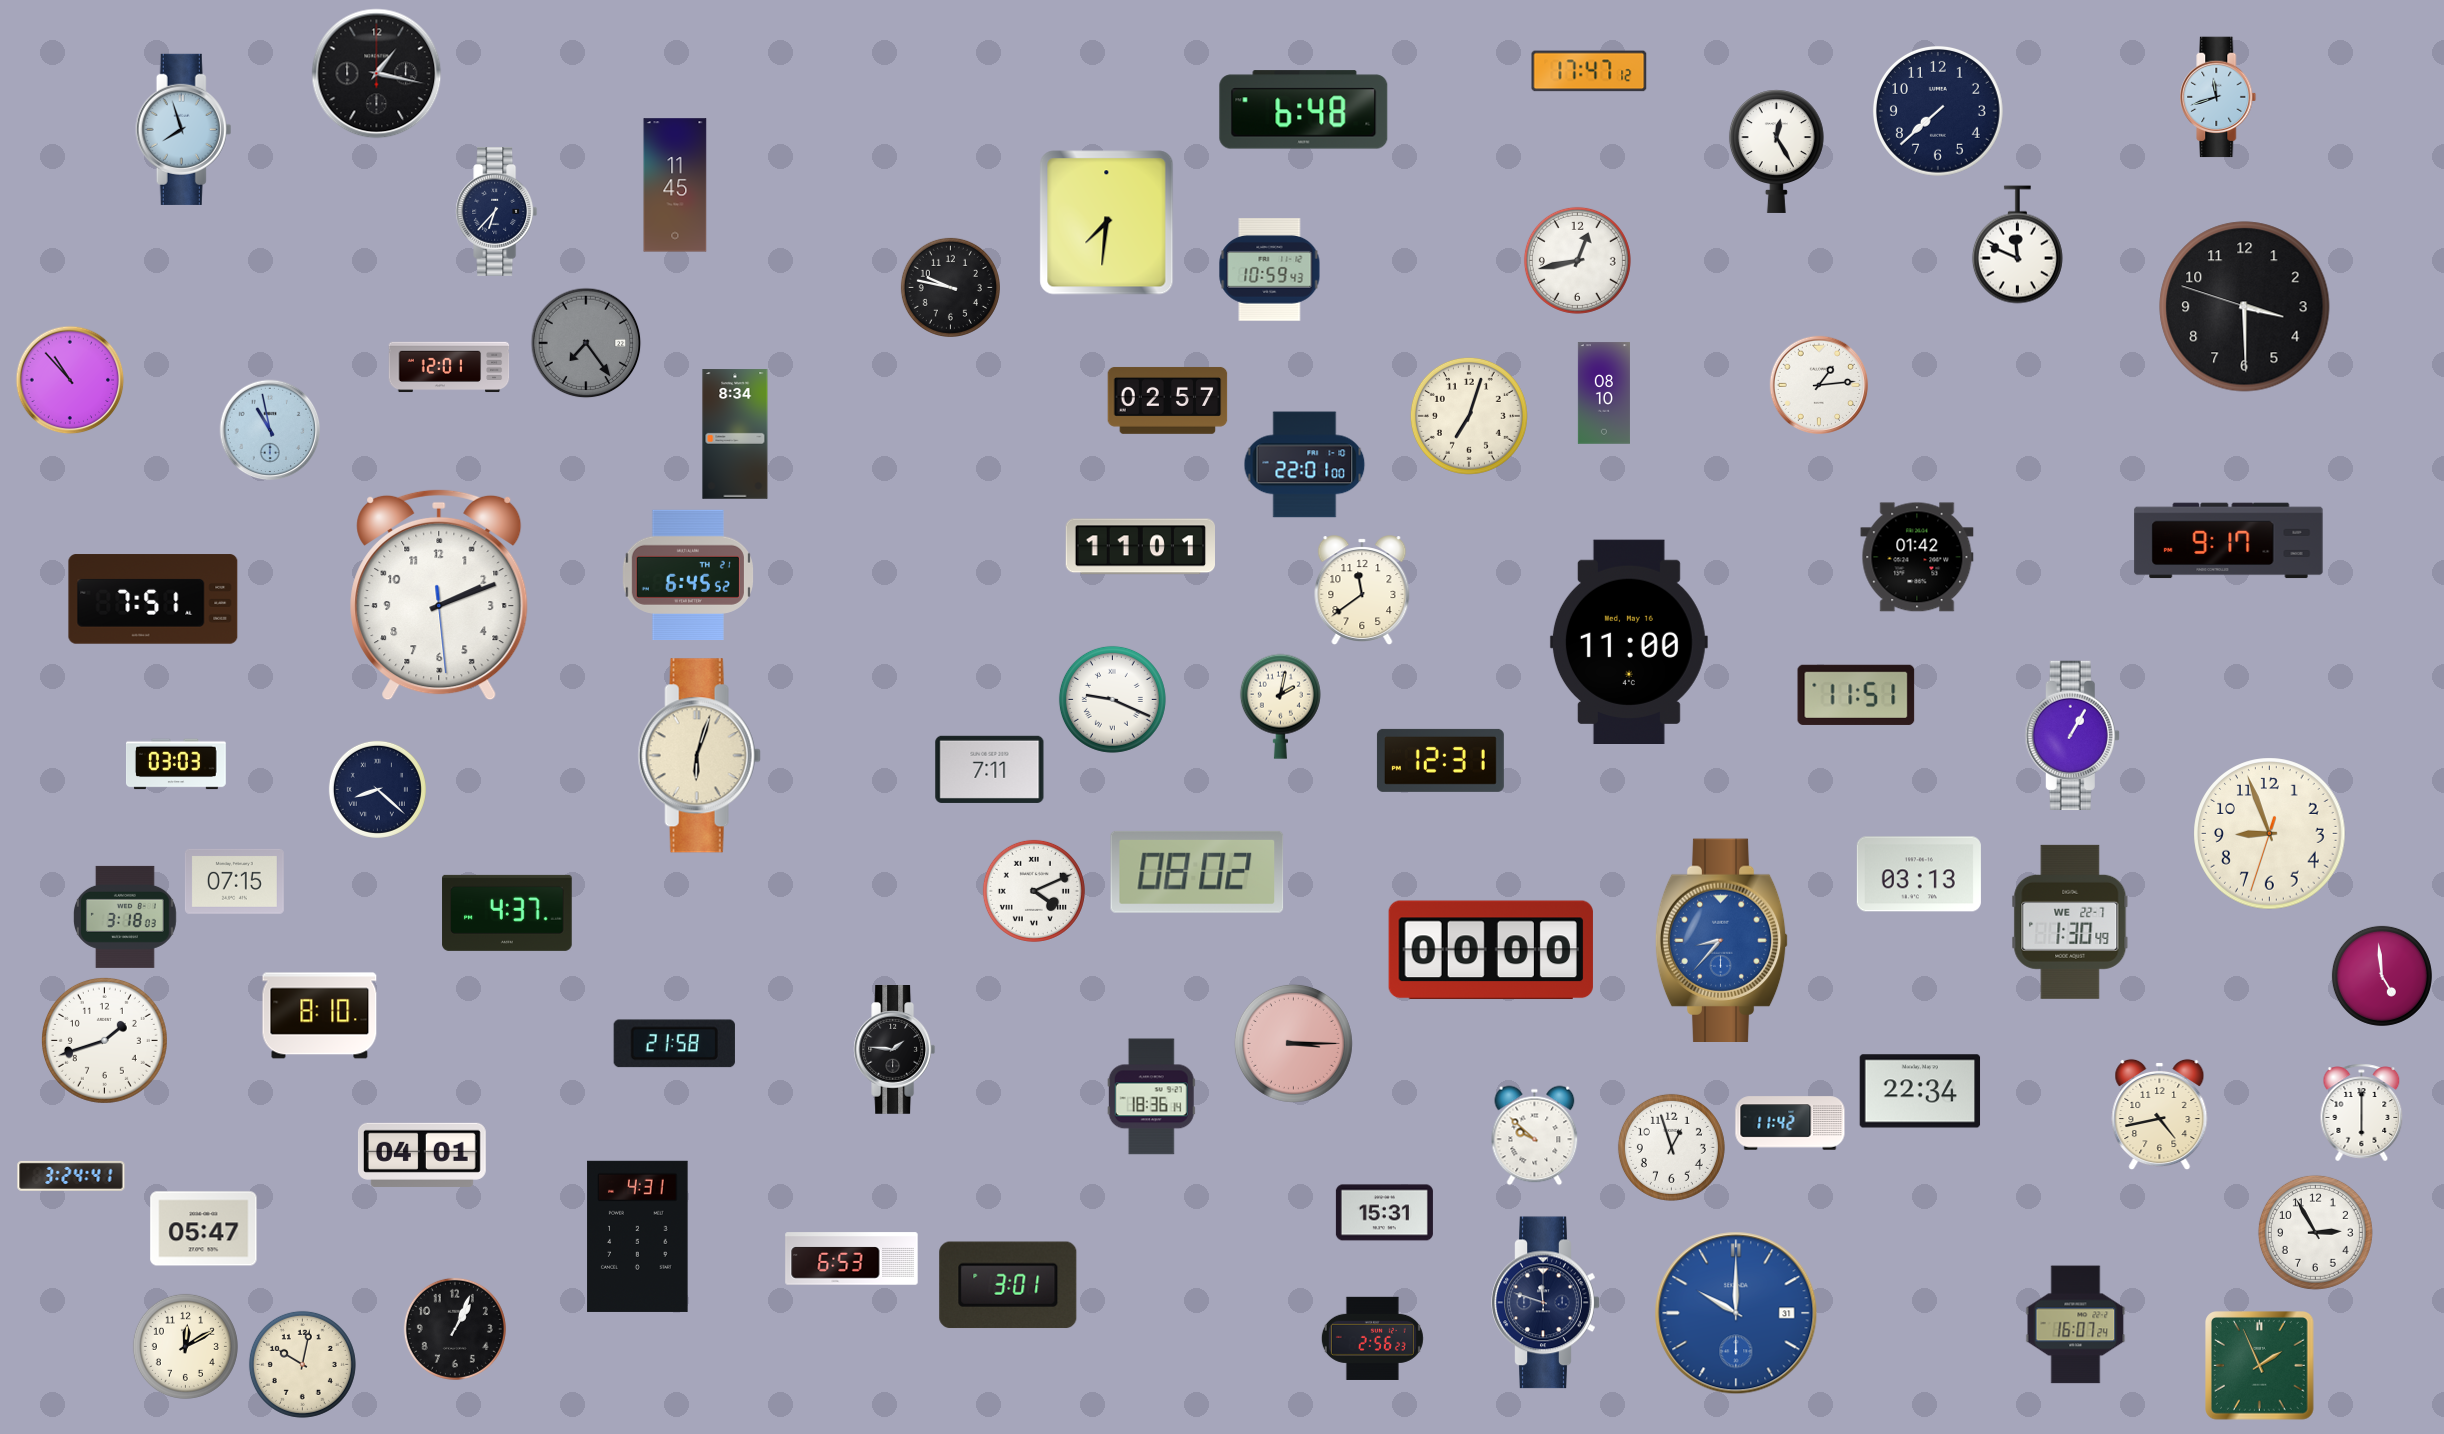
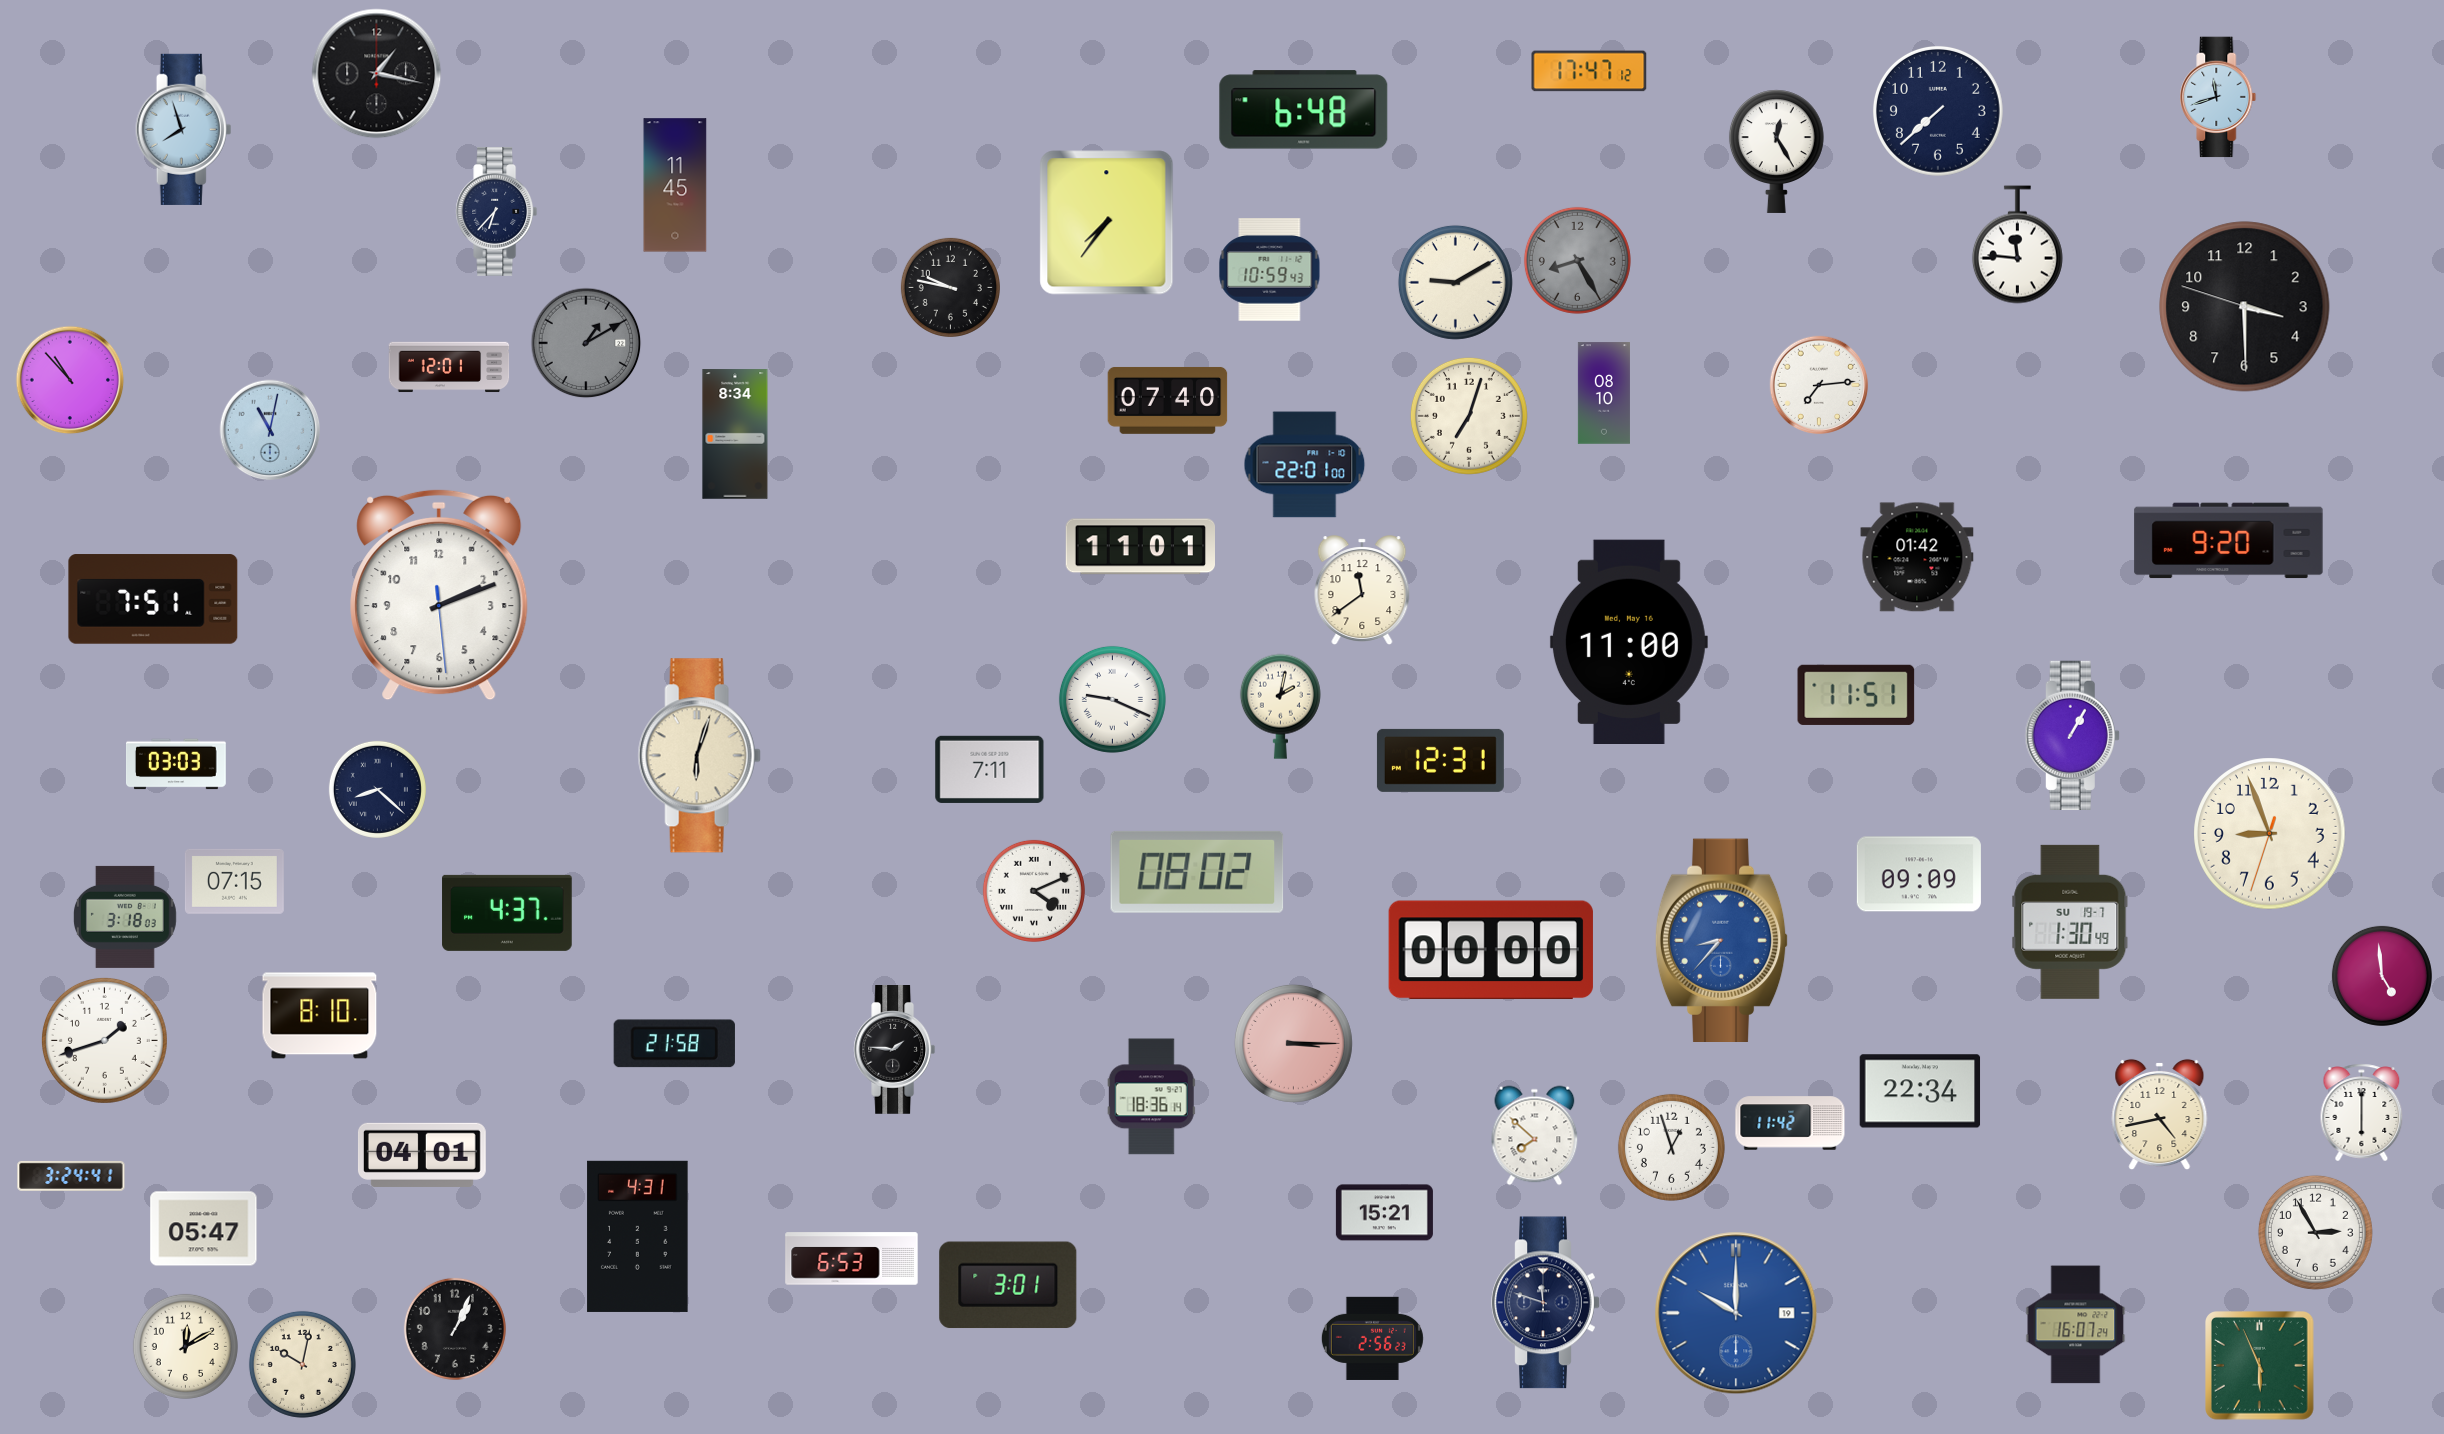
clock at (1107, 223): 7:31 -> 7:36
clock at (2017, 245): 11:49 -> 11:46
clock at (1577, 260): 12:43 -> 8:25
clock at (1577, 260) dial: white -> grey
clock at (1455, 282): none -> 9:10
clock at (586, 343): 7:24 -> 1:10
clock at (1819, 385): 1:14 -> 7:14
clock at (1168, 401): 02:57 -> 07:40
clock at (270, 430): 10:58 -> 11:02
clock at (2229, 541): 9:17 -> 9:20
clock at (688, 574): 6:45 -> none
clock at (1919, 874): 03:13 -> 09:09
clock at (2070, 922) date: WE 22-7 -> SU 19-7
clock at (1535, 1136): 9:52 -> 7:52
clock at (1384, 1213): 15:31 -> 15:21
clock at (1736, 1313) date: 31 -> 19
clock at (2260, 1366): 1:56 -> 5:56
